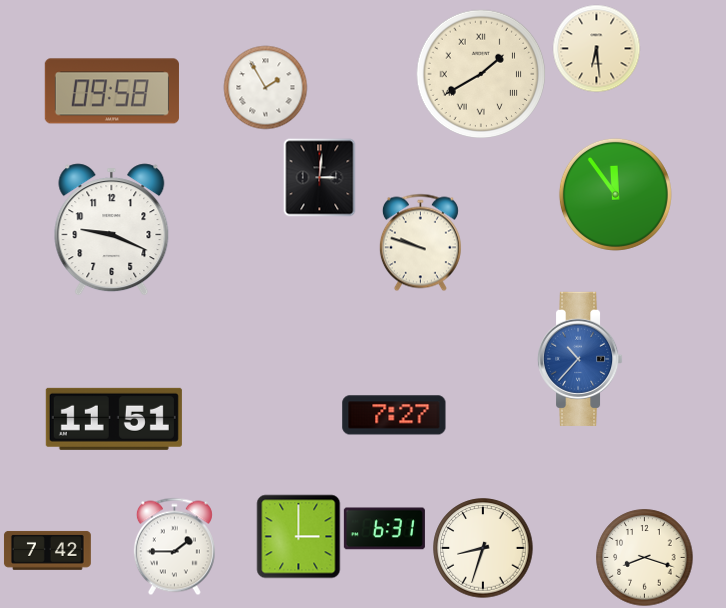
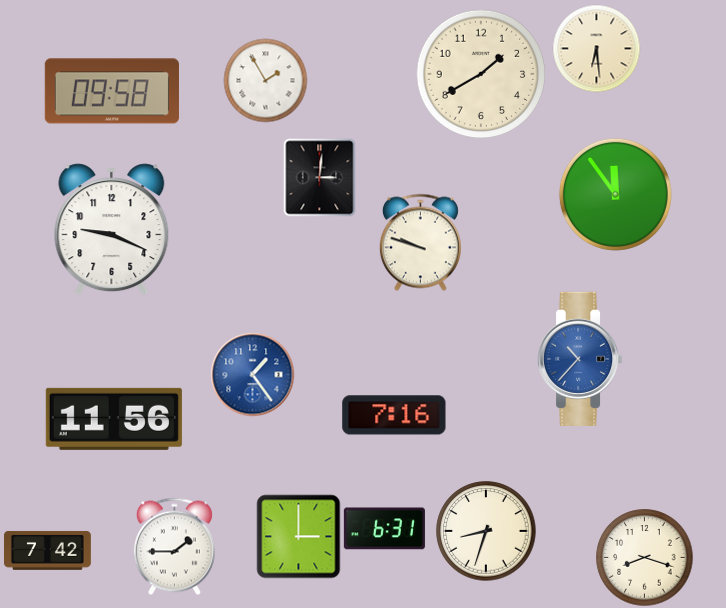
clock at (481, 74) numerals: Roman -> Arabic
clock at (265, 87) position: (265, 87) -> (265, 80)
clock at (252, 374): none -> 1:24
clock at (394, 415): 7:27 -> 7:16
clock at (114, 419): 11:51 -> 11:56
clock at (483, 548) position: (483, 548) -> (486, 531)
